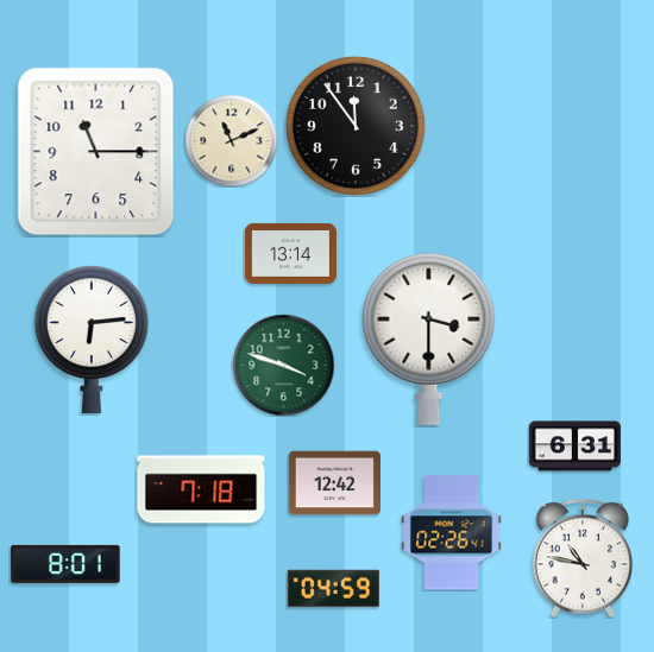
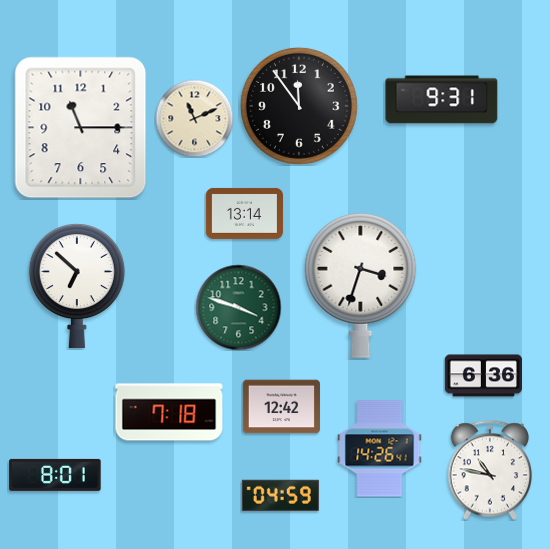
clock at (442, 100): none -> 9:31
clock at (92, 340): 6:14 -> 6:52
clock at (429, 340): 3:30 -> 3:33
clock at (574, 447): 6:31 -> 6:36
clock at (452, 533): 02:26 -> 14:26
